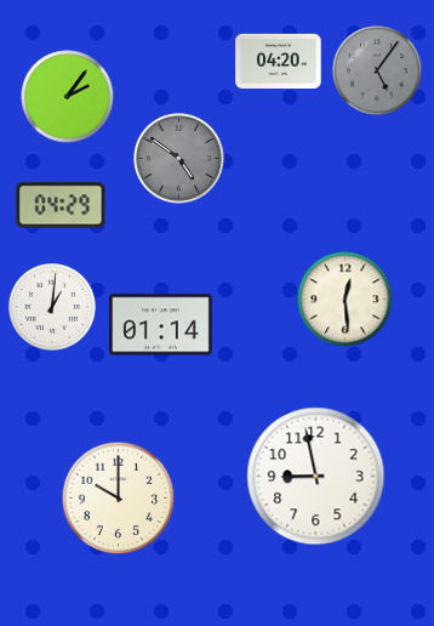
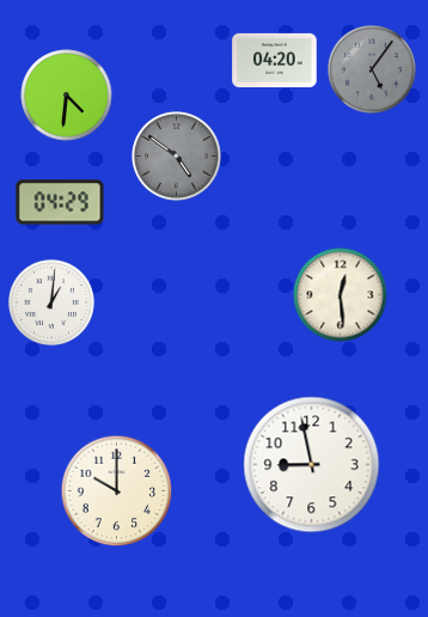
clock at (68, 97): 2:06 -> 4:31
clock at (161, 325): 01:14 -> none
clock at (316, 477) position: (316, 477) -> (312, 465)
